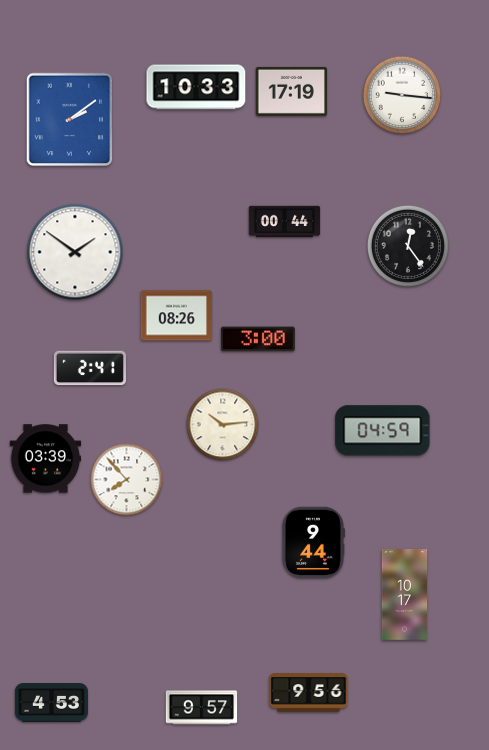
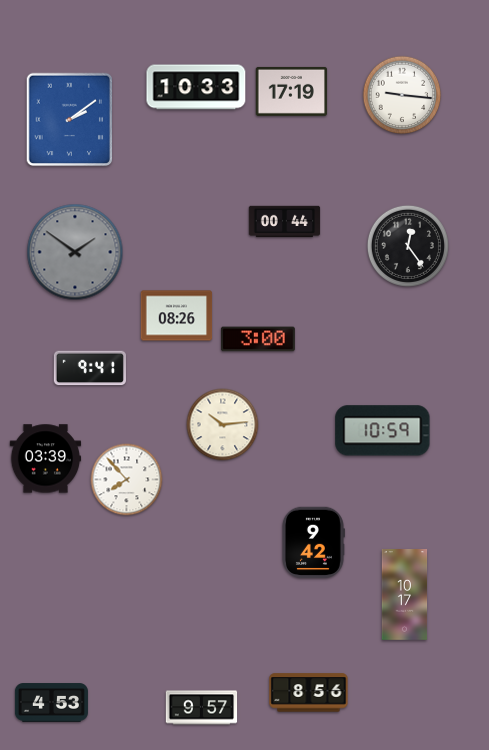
clock at (75, 252) dial: white -> grey
clock at (90, 368): 2:41 -> 9:41
clock at (383, 431): 04:59 -> 10:59
clock at (313, 543): 9:44 -> 9:42
clock at (309, 693): 9:56 -> 8:56
